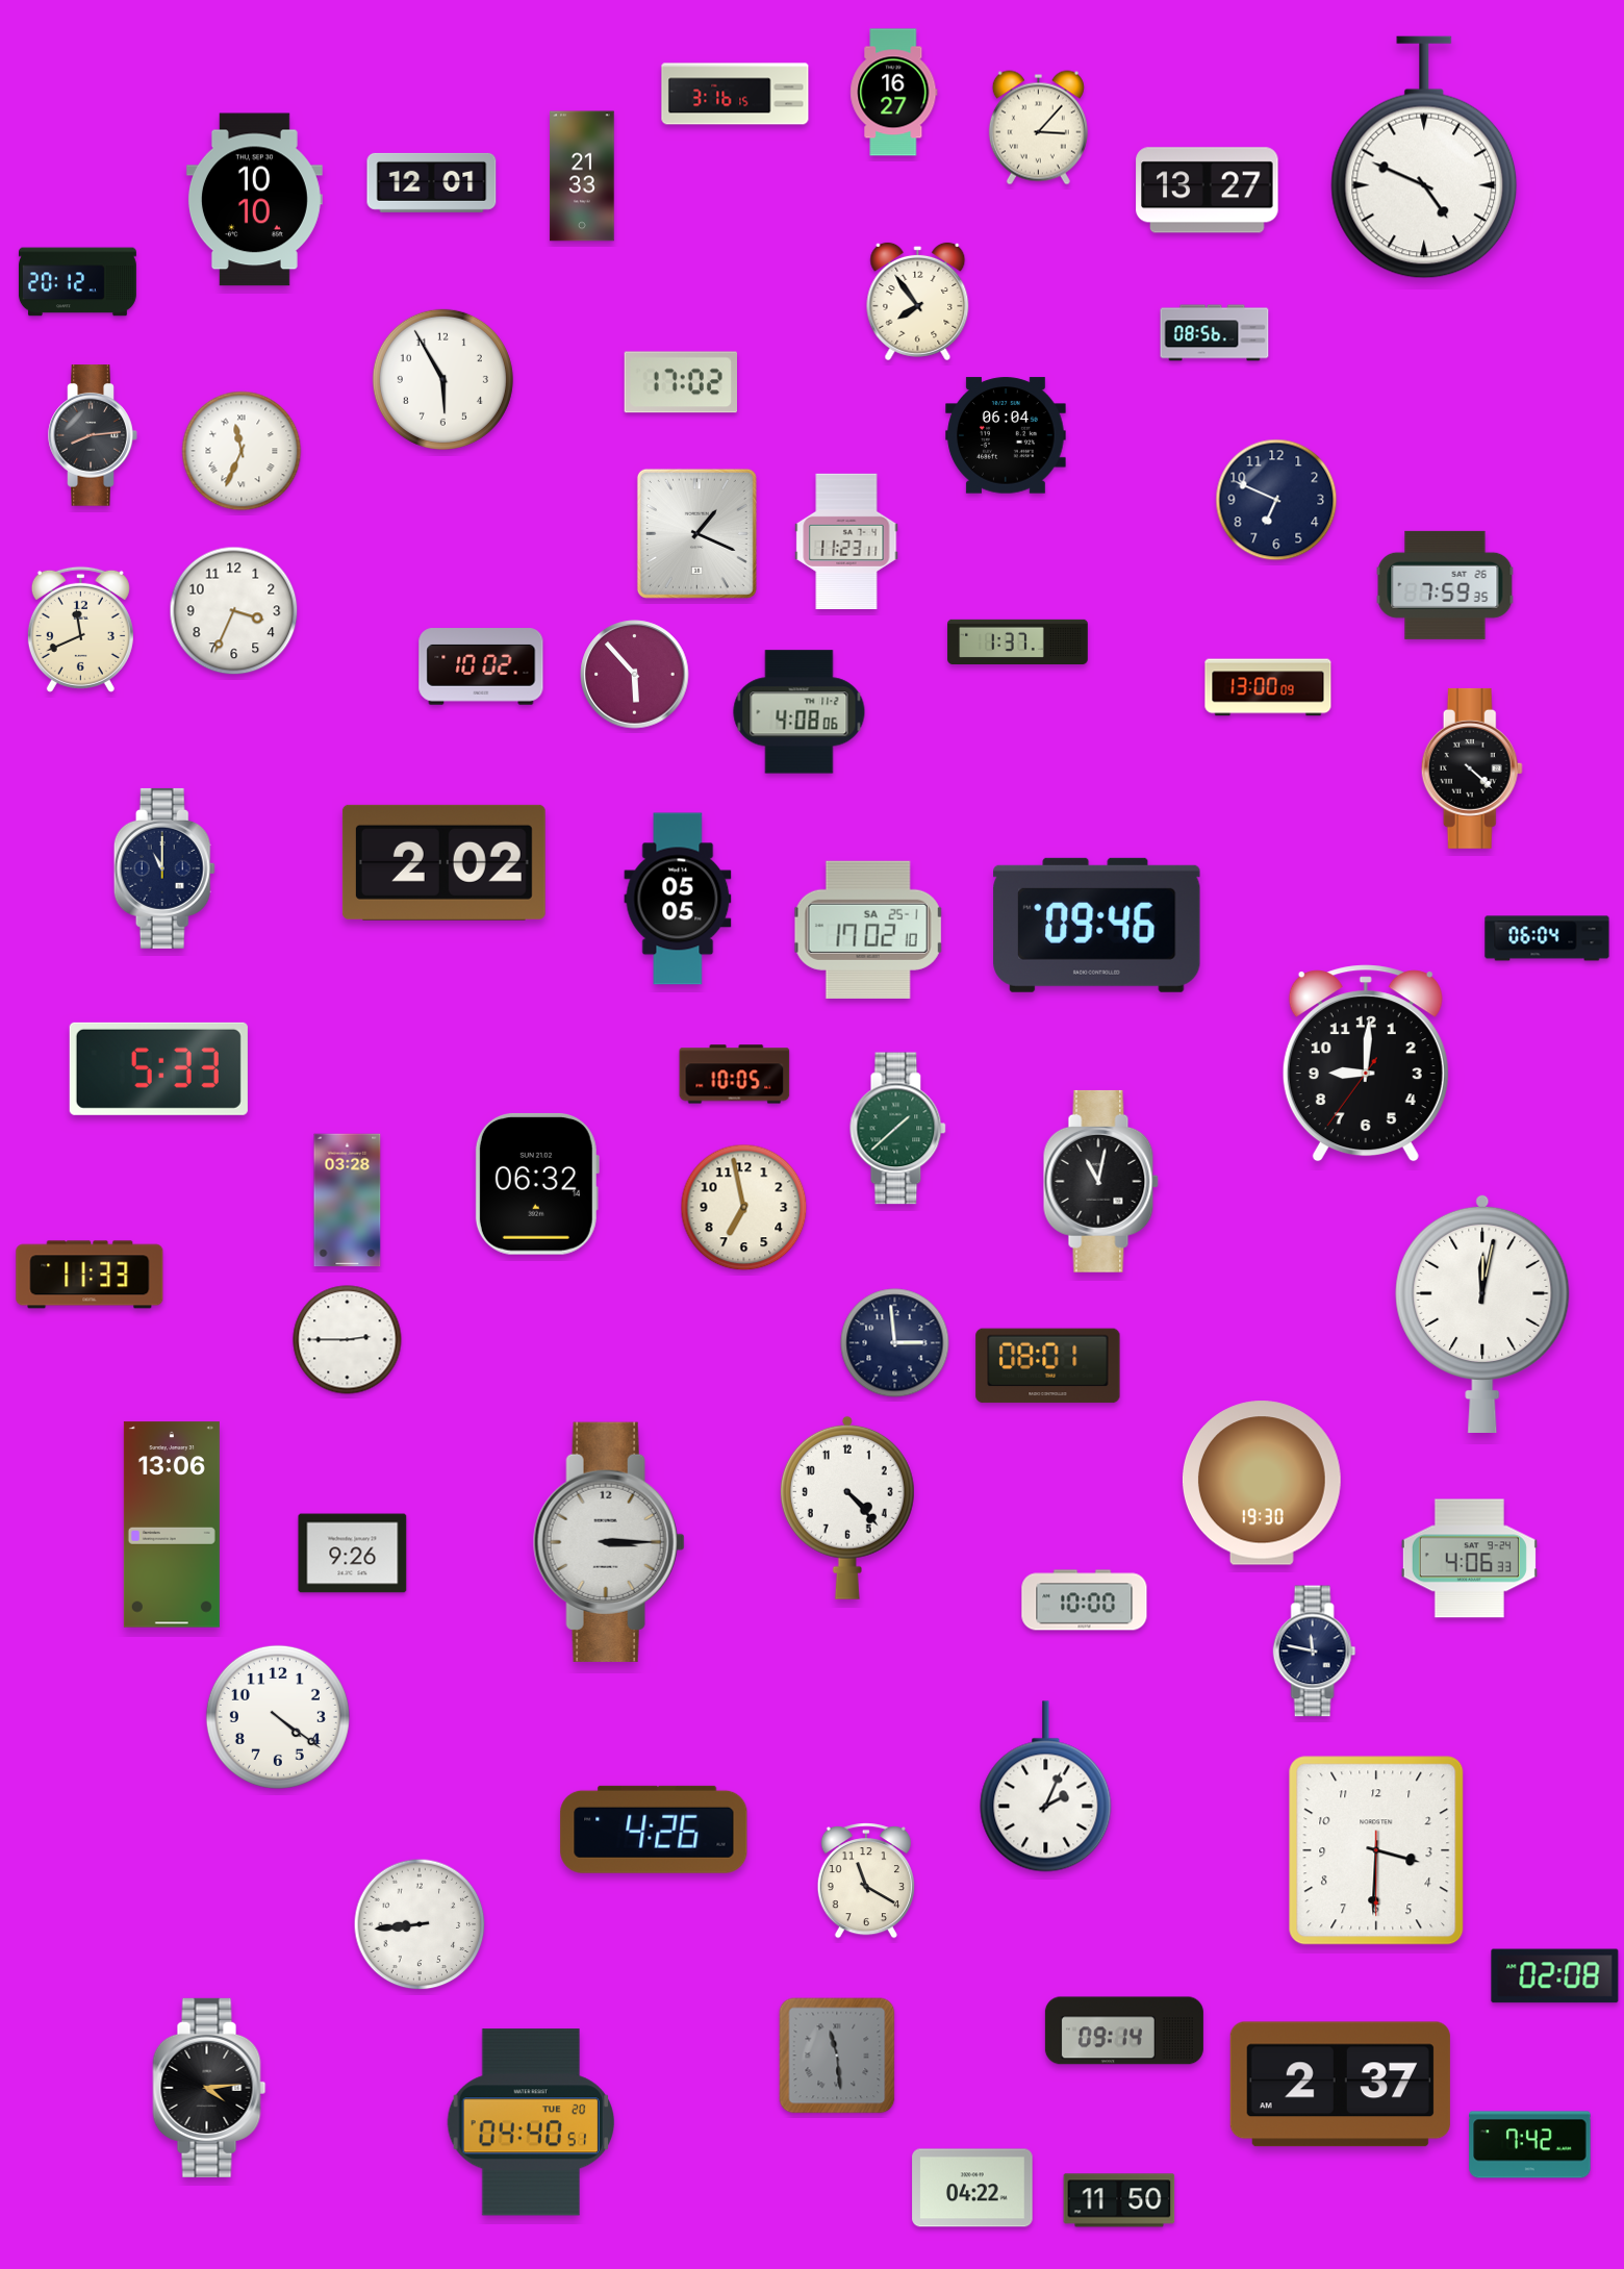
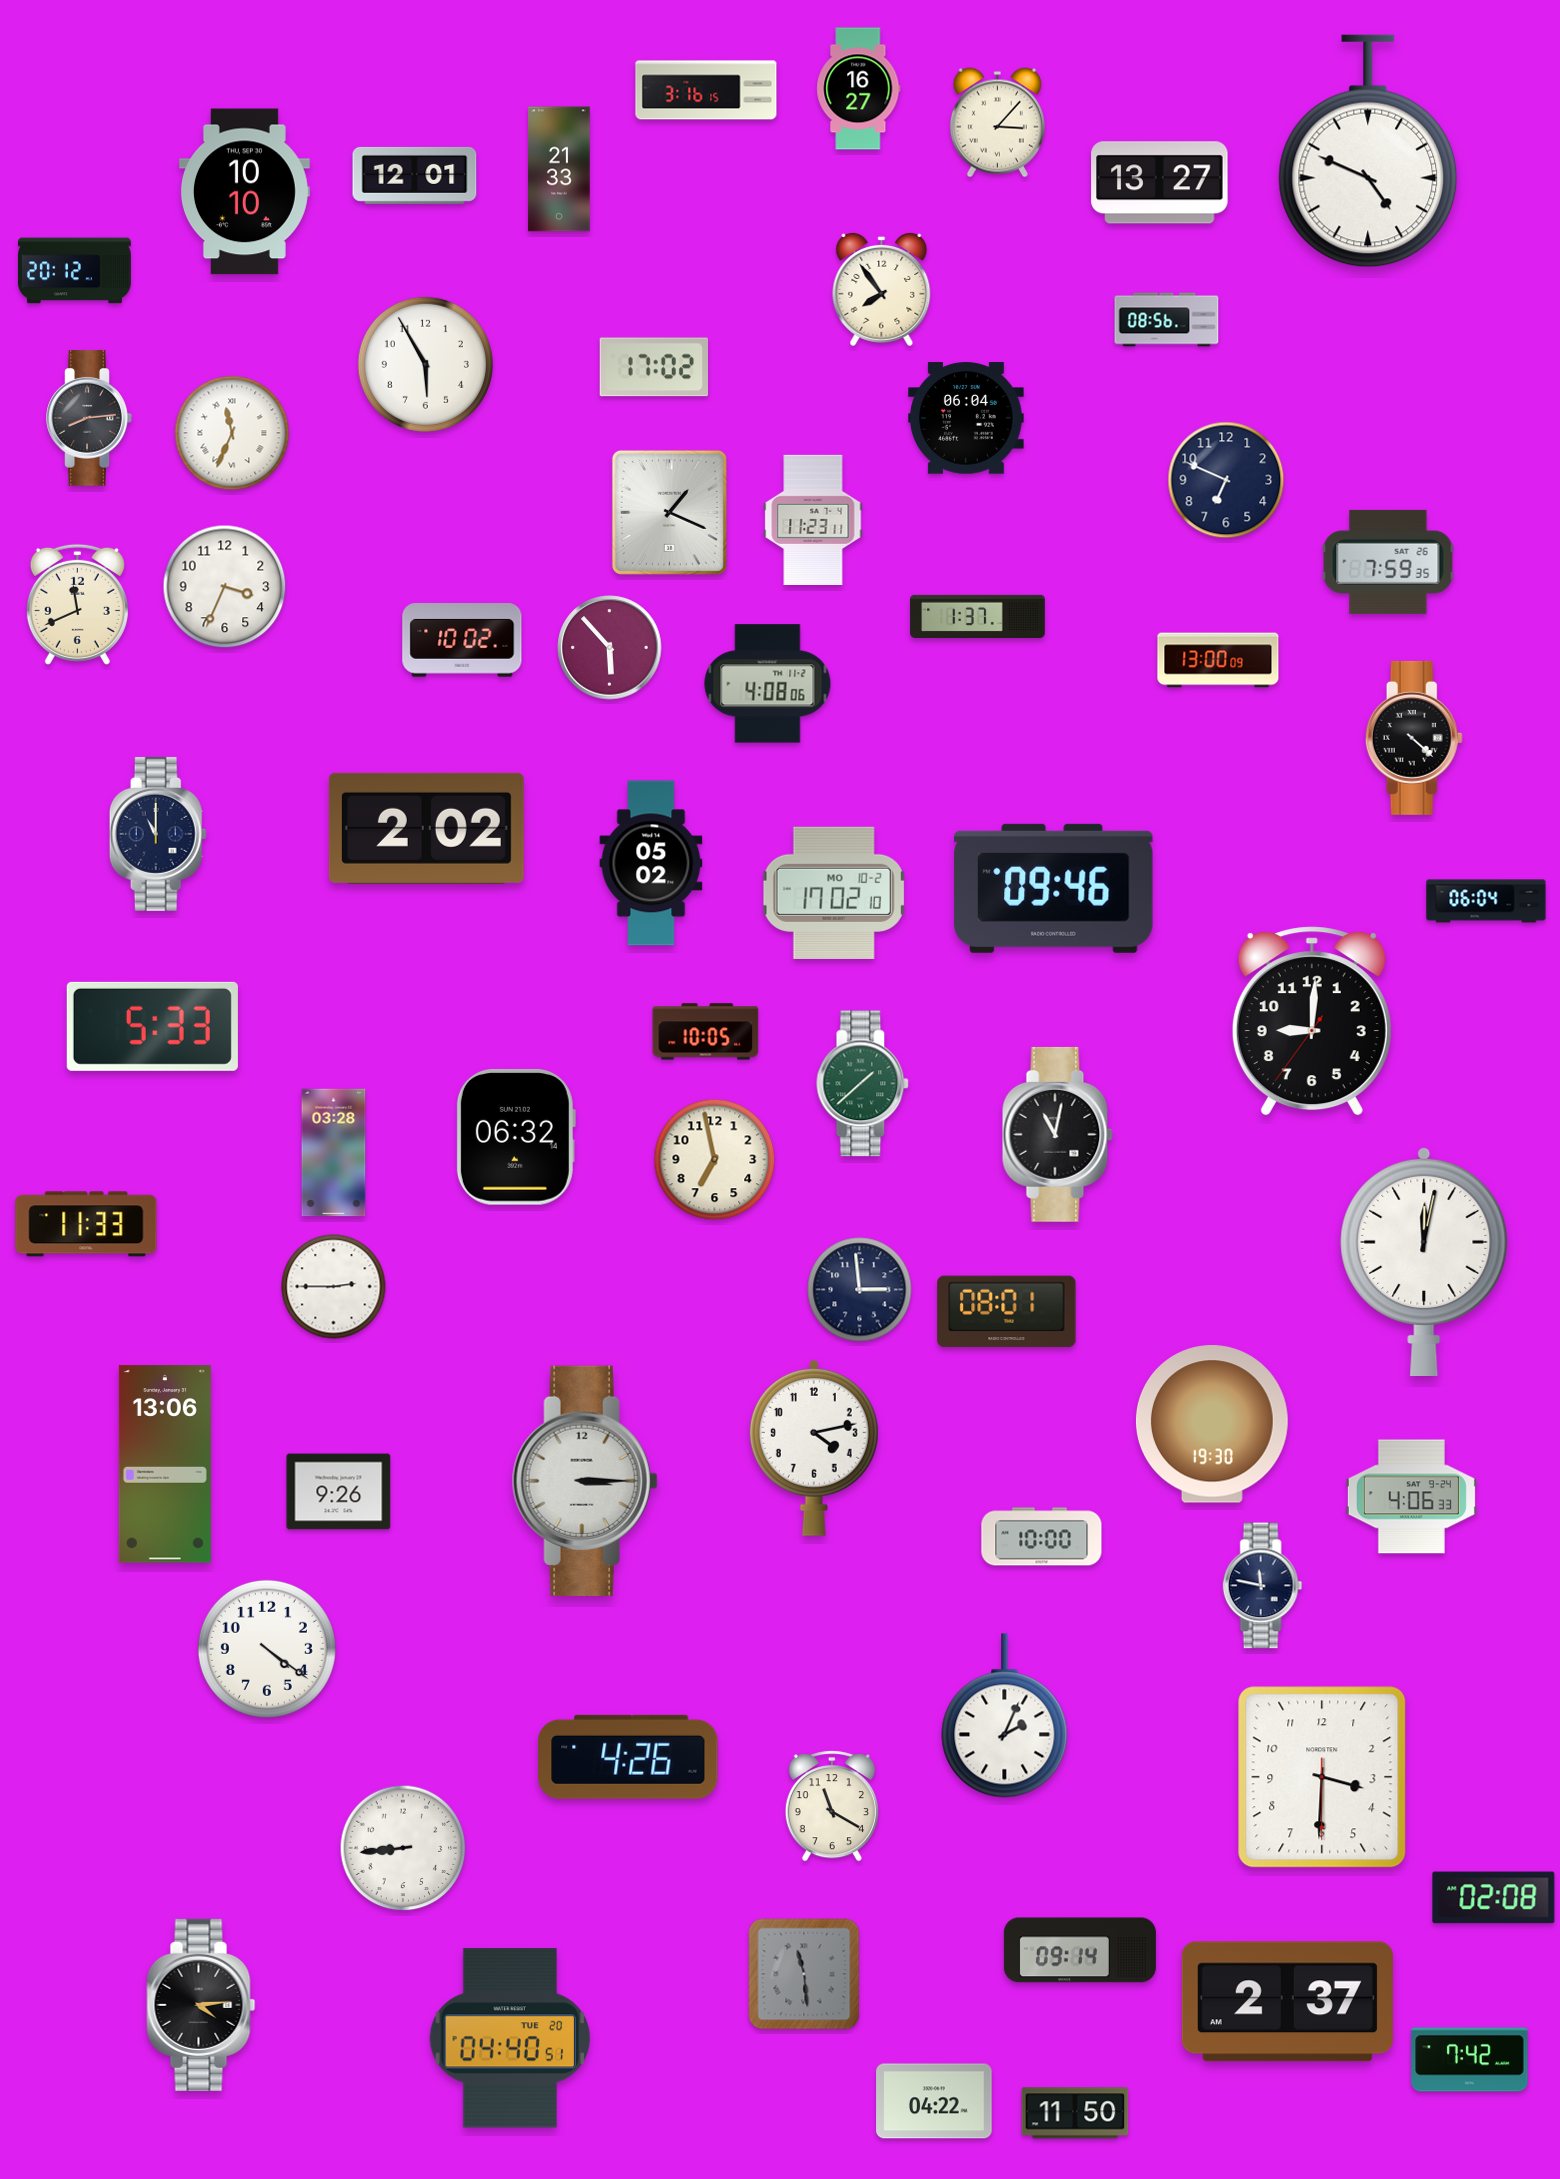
clock at (678, 899): 05:05 -> 05:02
clock at (868, 930) date: SA 25-1 -> MO 10-2
clock at (847, 1508): 4:23 -> 4:13
